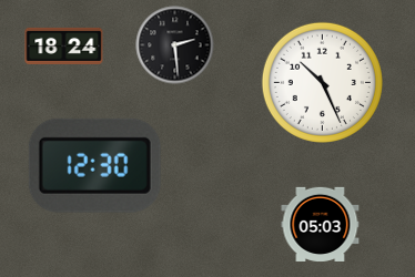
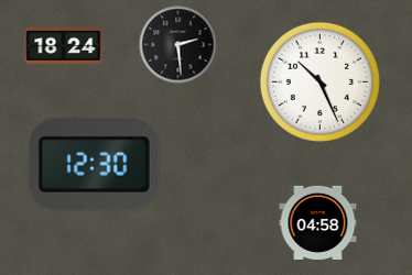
clock at (175, 45) position: (175, 45) -> (178, 45)
clock at (321, 224): 05:03 -> 04:58
